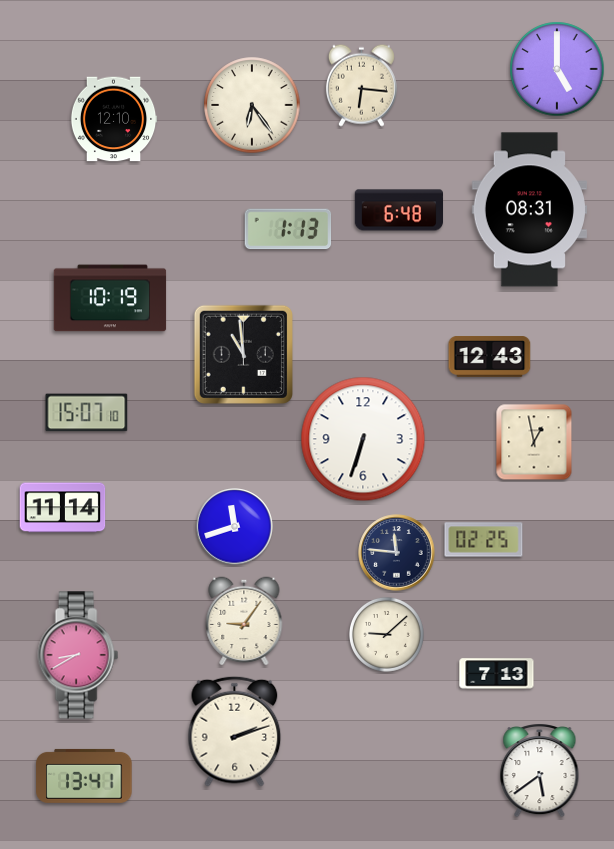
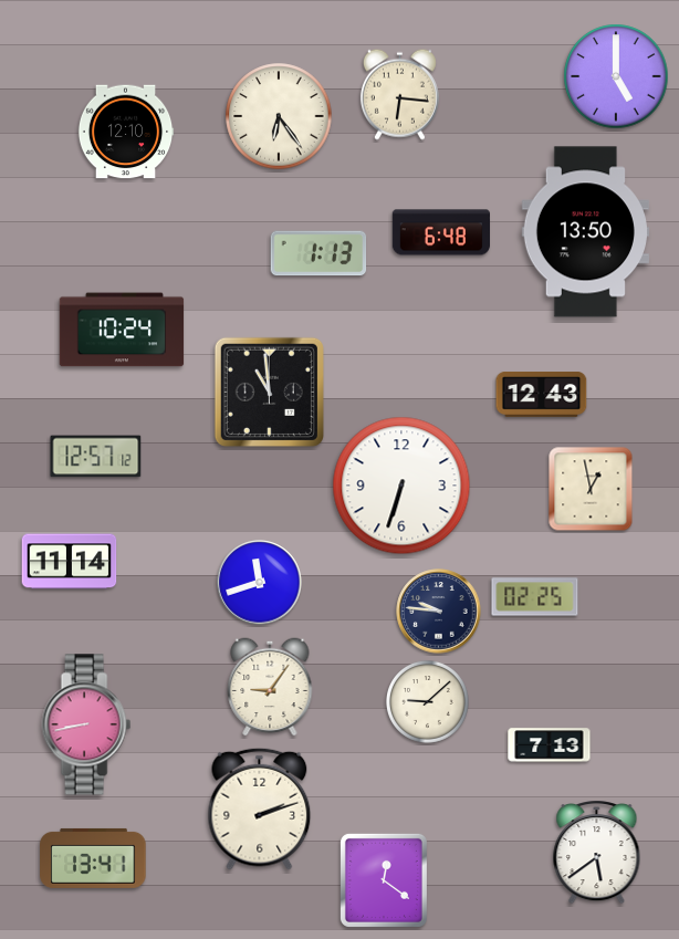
clock at (529, 210): 08:31 -> 13:50
clock at (110, 298): 10:19 -> 10:24
clock at (87, 413): 15:07 -> 12:57
clock at (397, 553): 11:46 -> 9:46
clock at (78, 655): 8:40 -> 8:43
clock at (384, 880): none -> 12:21
